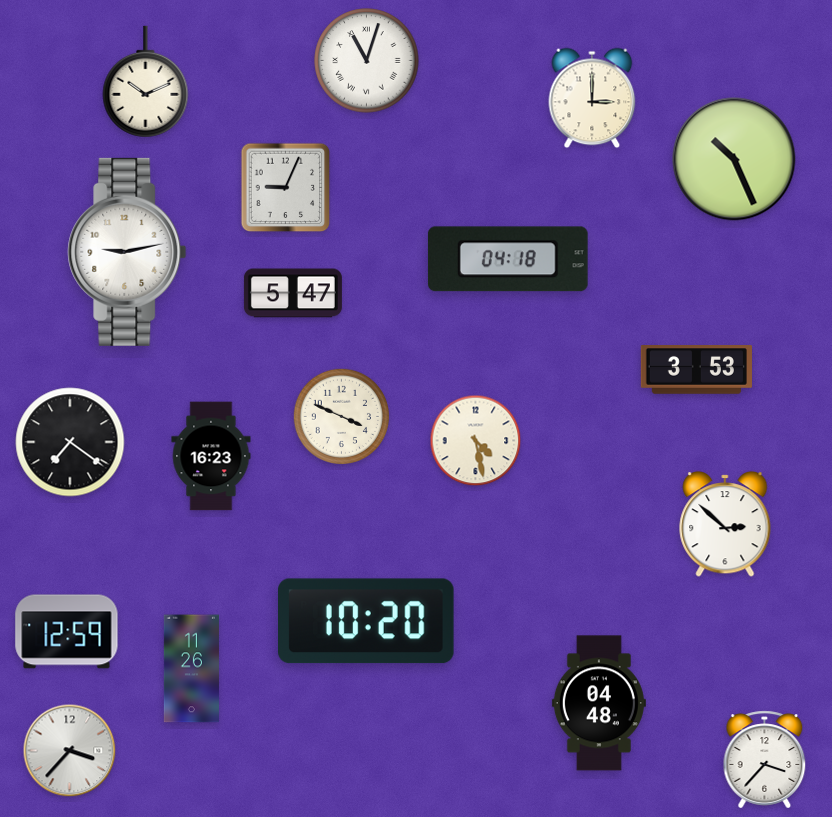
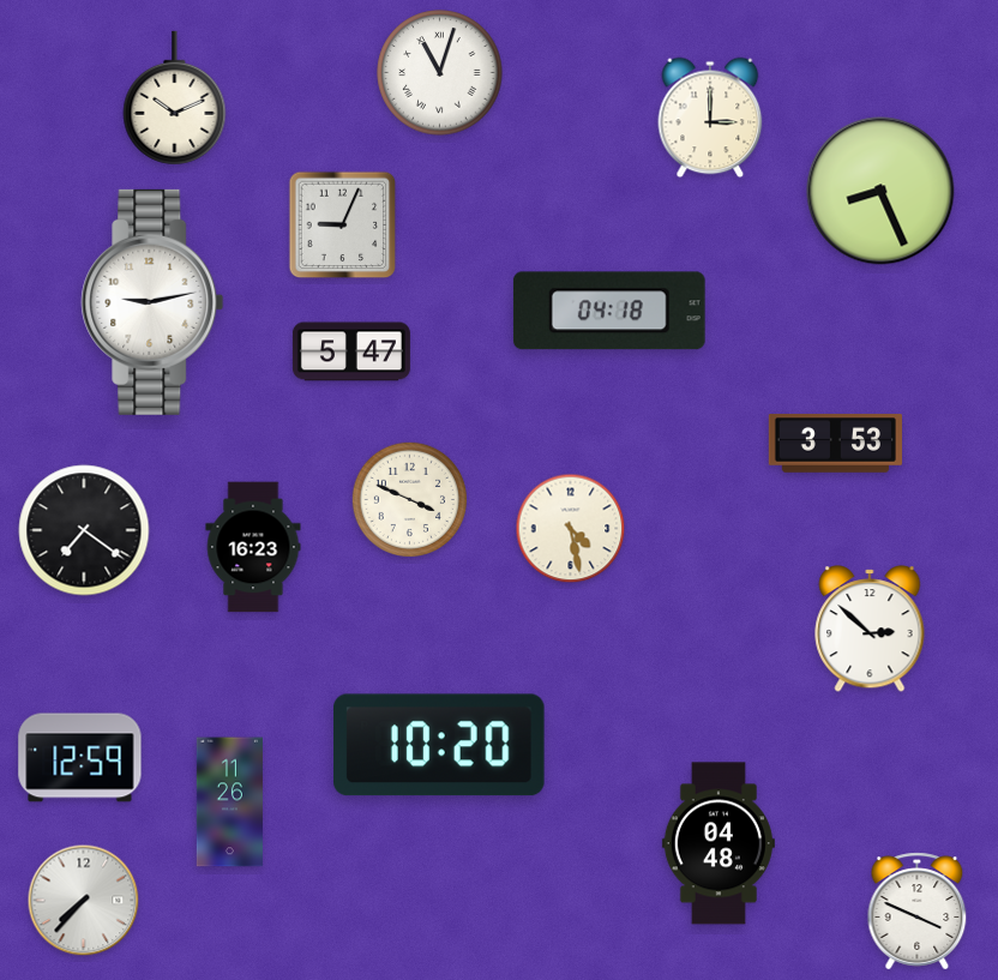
clock at (734, 159): 10:26 -> 8:26
clock at (70, 751): 3:37 -> 7:37
clock at (765, 760): 3:37 -> 3:49
